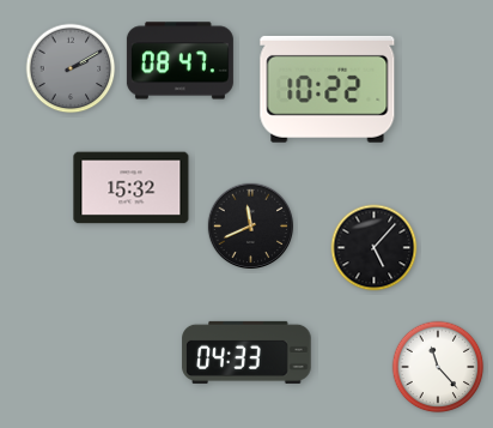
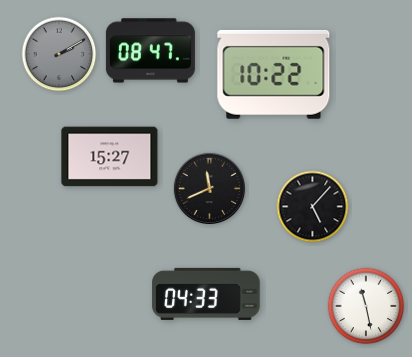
clock at (71, 68) position: (71, 68) -> (59, 54)
clock at (132, 188): 15:32 -> 15:27
clock at (438, 367): 11:23 -> 11:28
